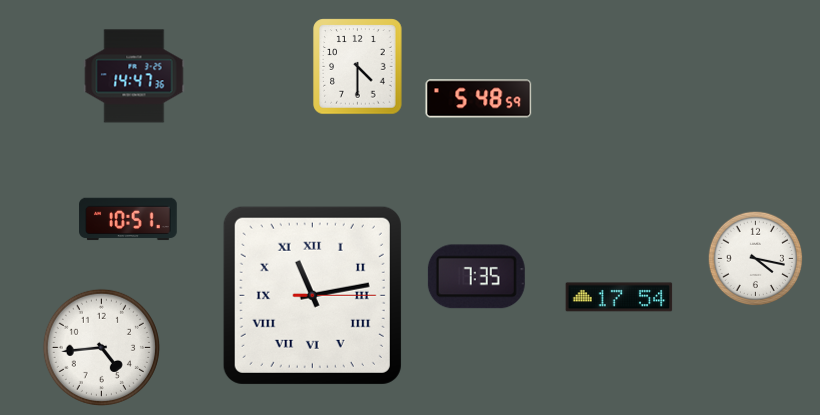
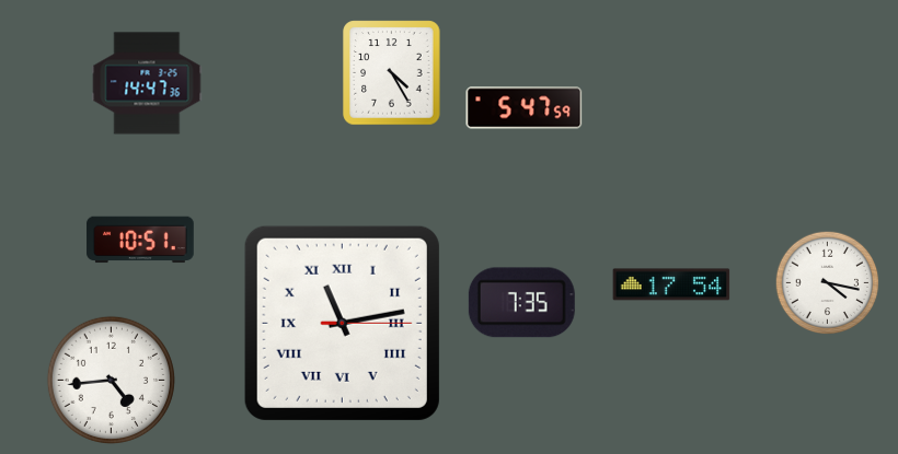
clock at (358, 67): 4:30 -> 4:25
clock at (479, 99): 5:48 -> 5:47
clock at (619, 297) position: (619, 297) -> (671, 284)
